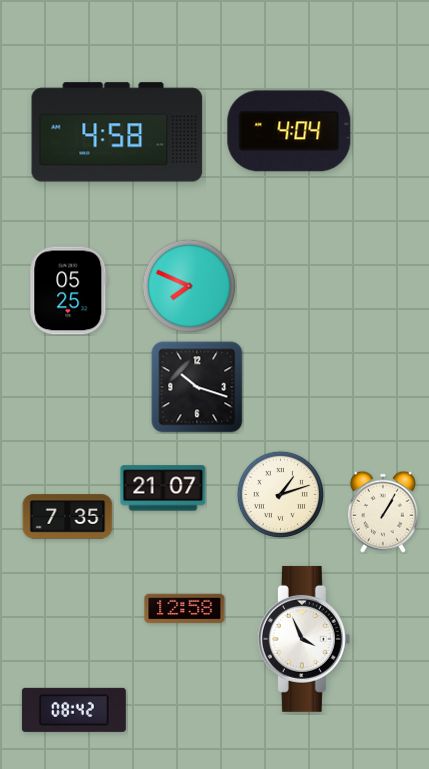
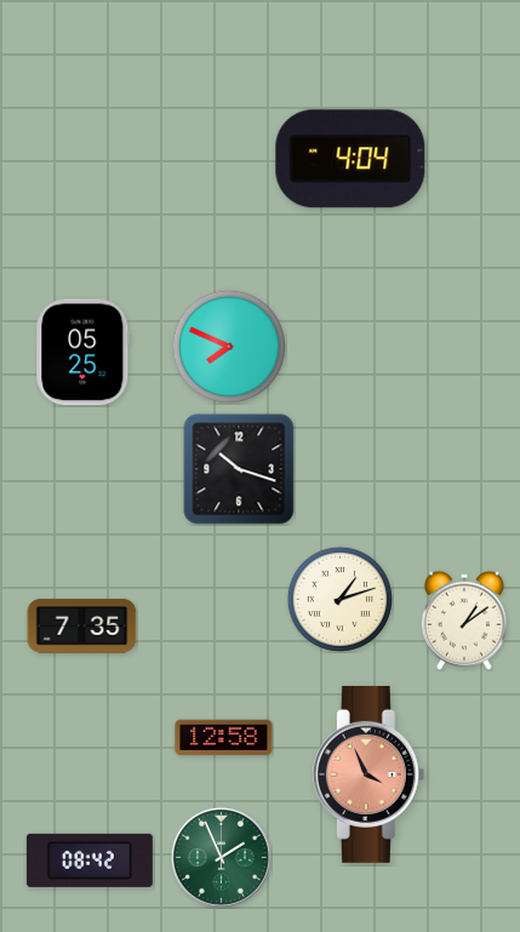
clock at (117, 132): 4:58 -> none
clock at (163, 488): 21:07 -> none
clock at (383, 512): 1:05 -> 1:09
clock at (304, 639) dial: white -> salmon
clock at (221, 857): none -> 1:56
